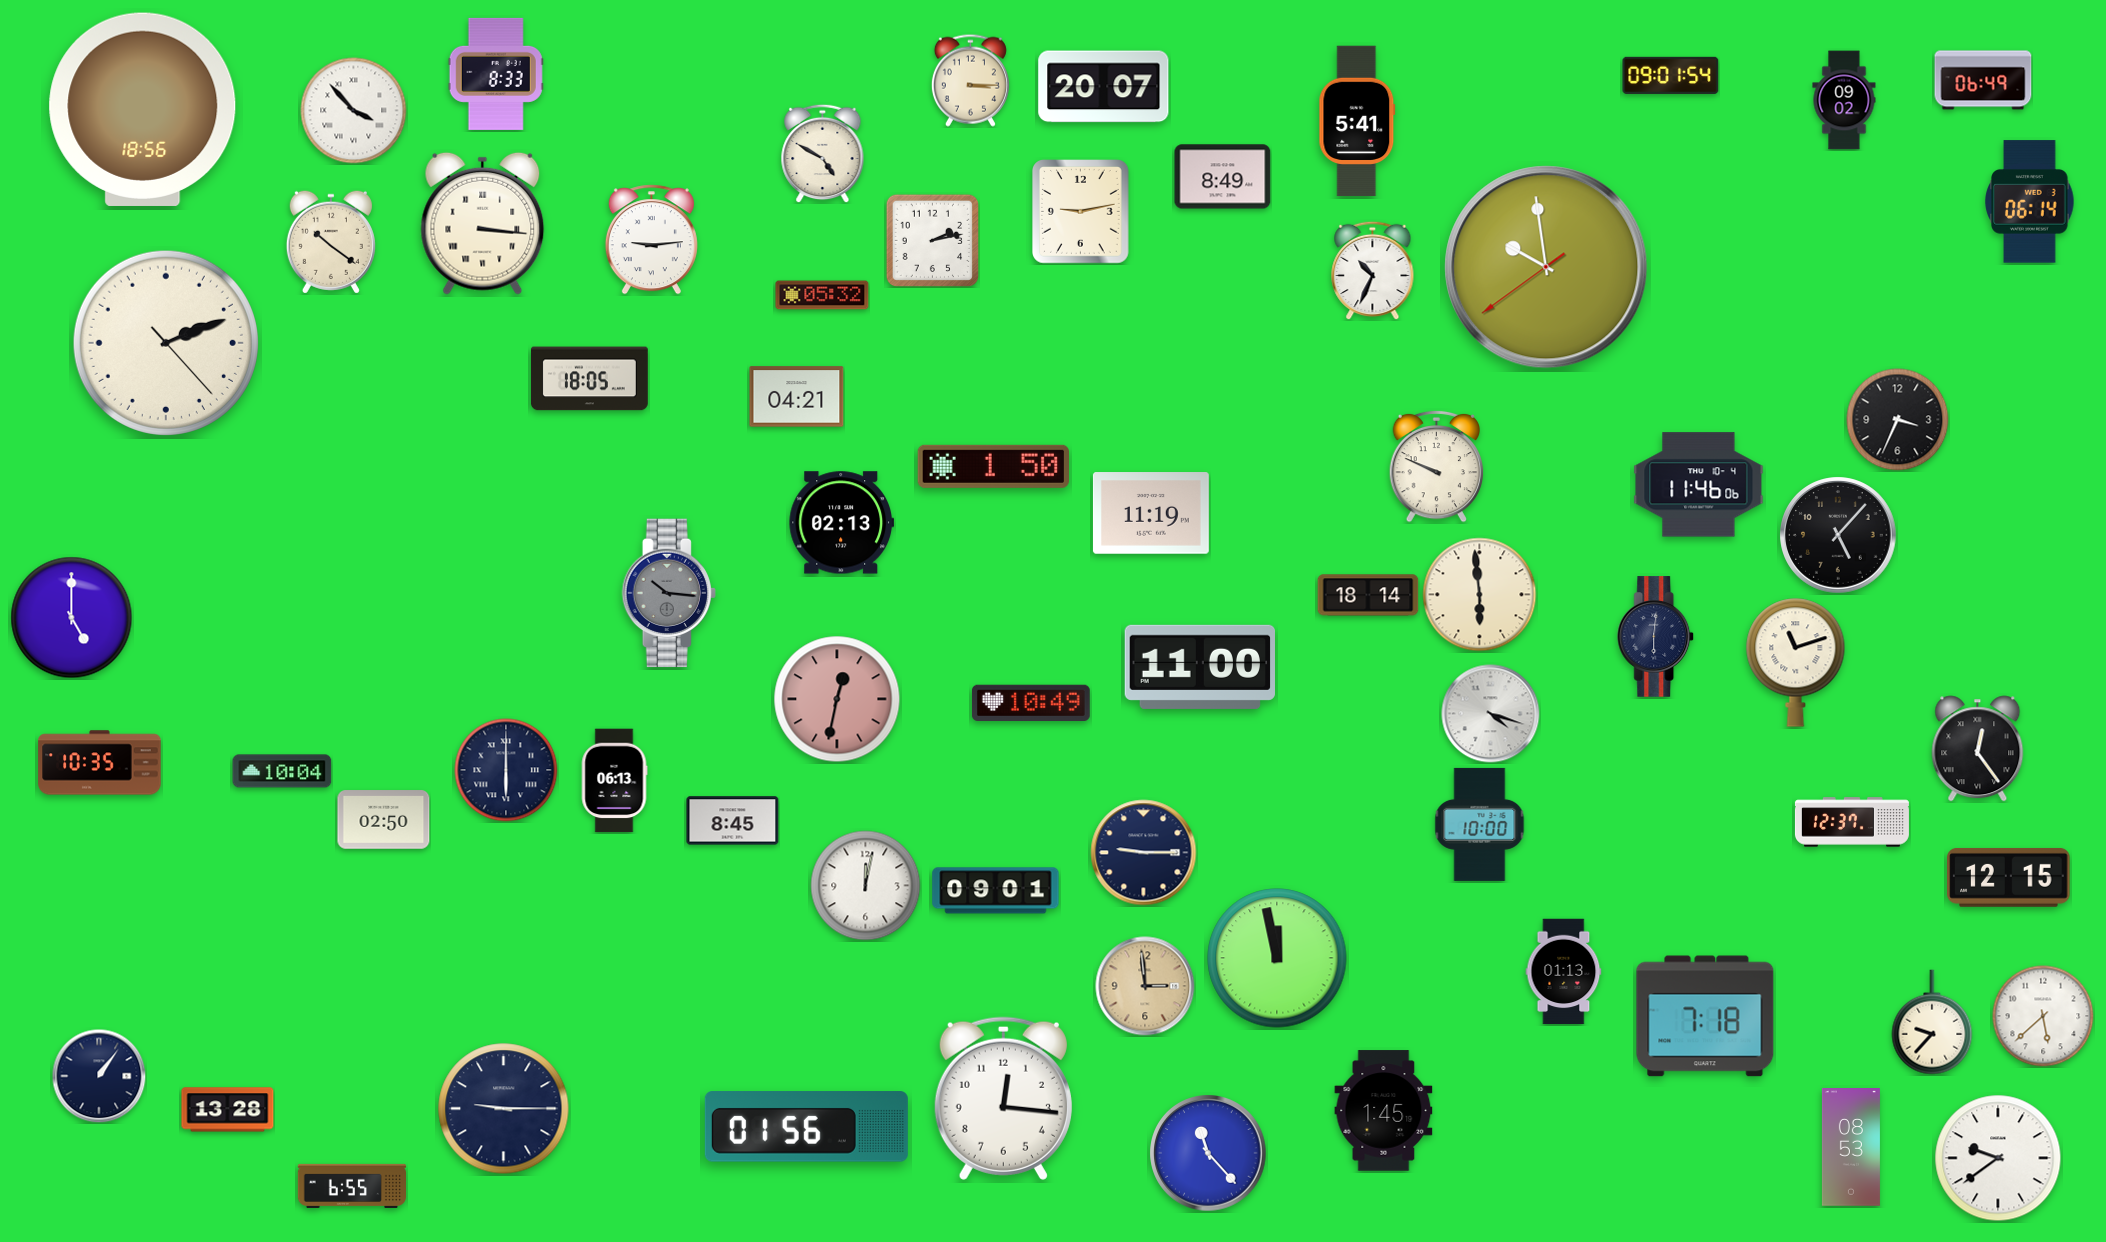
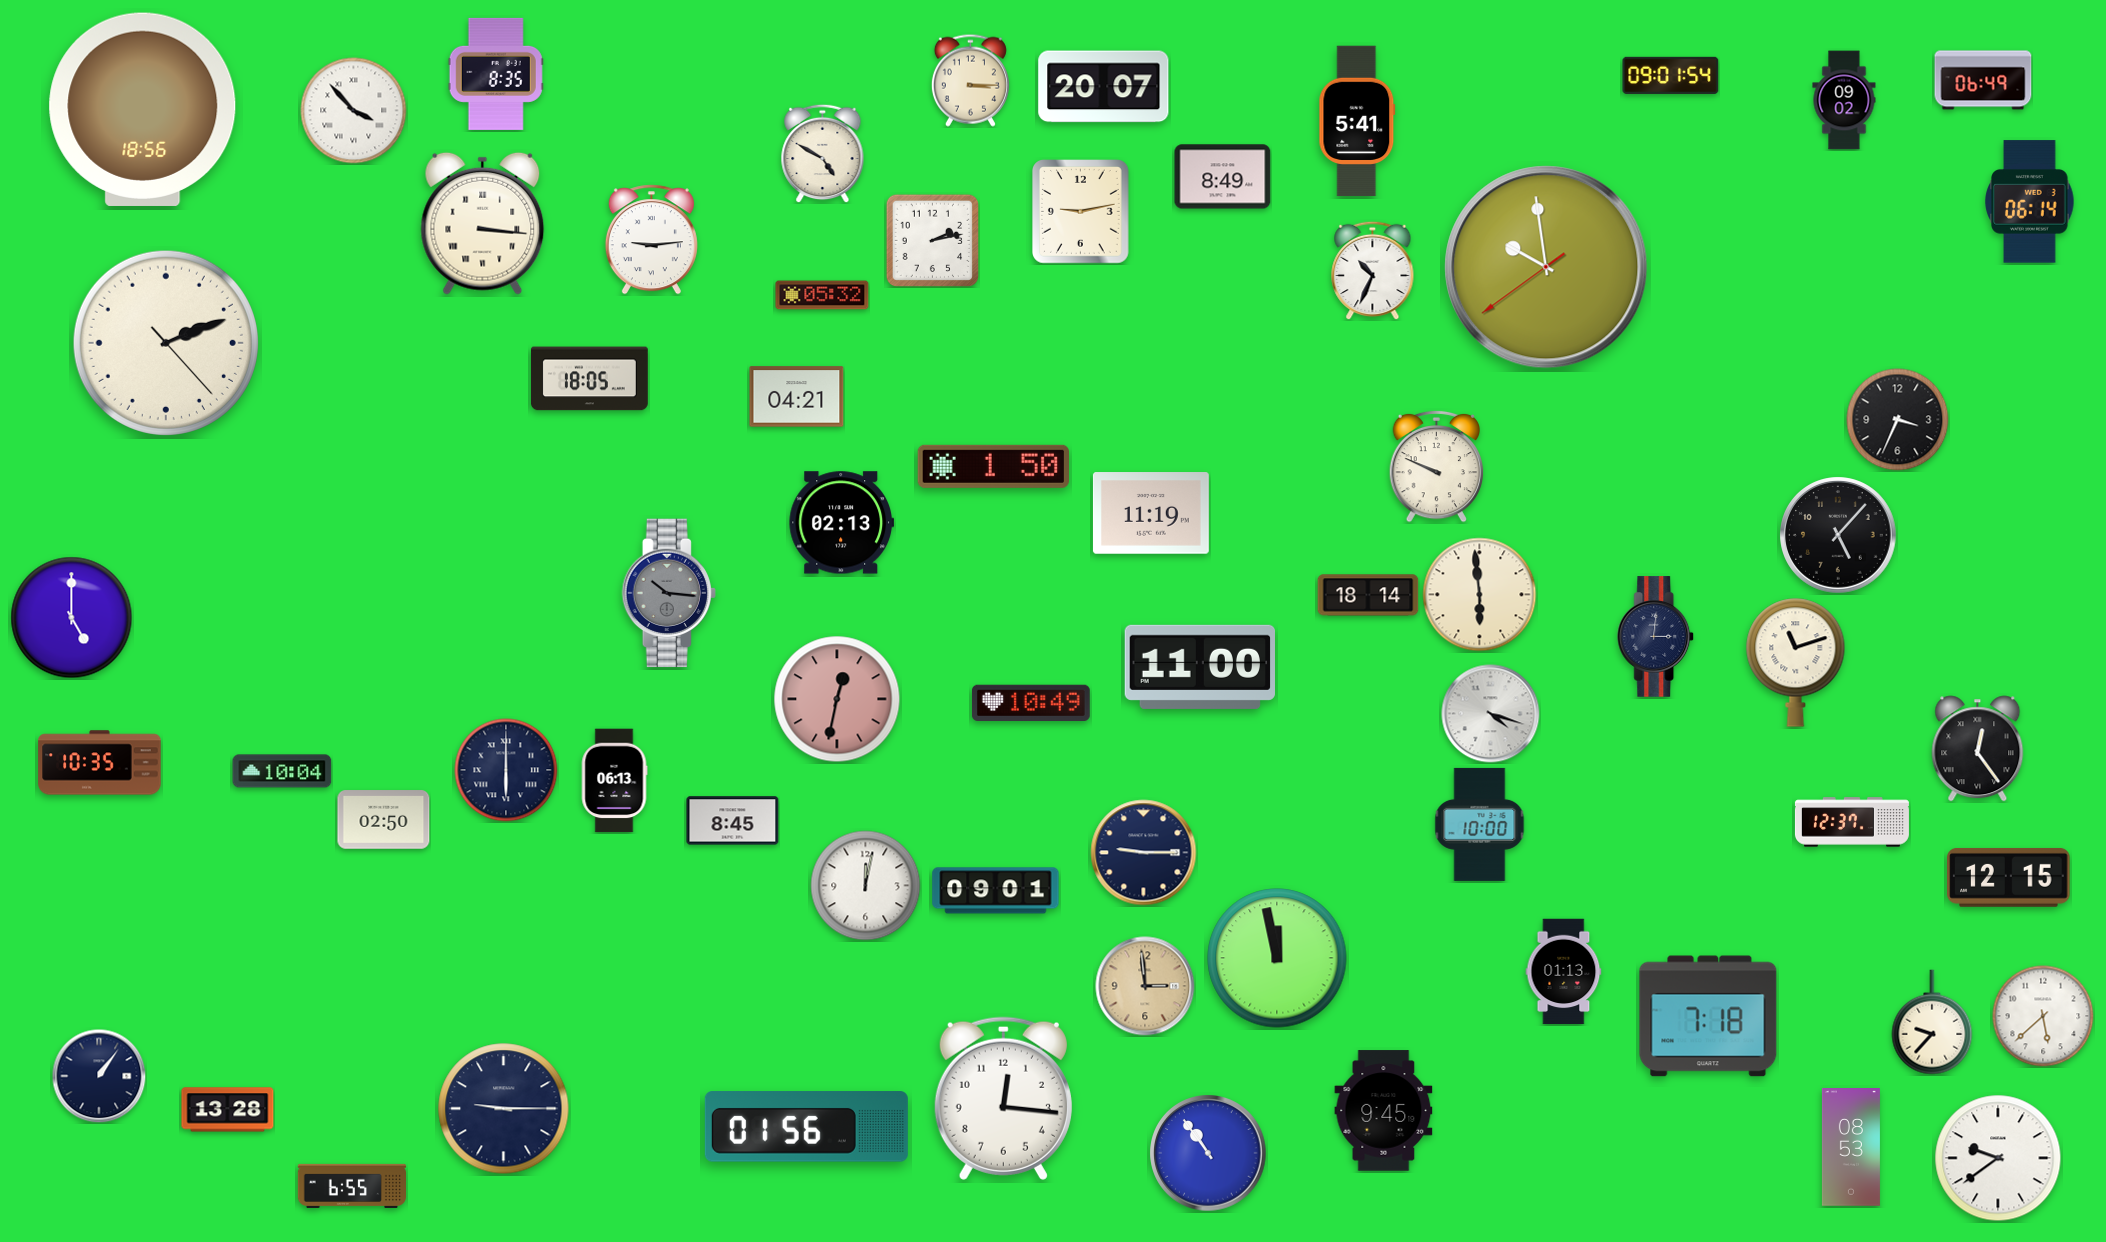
clock at (496, 74): 8:33 -> 8:35
clock at (331, 242): 10:21 -> none
clock at (1699, 485): 11:46 -> none
clock at (1656, 637): 6:01 -> 3:01
clock at (1705, 1016) position: (1705, 1016) -> (1708, 1016)
clock at (1384, 1111): 1:45 -> 9:45
clock at (1208, 1153): 11:23 -> 10:54
